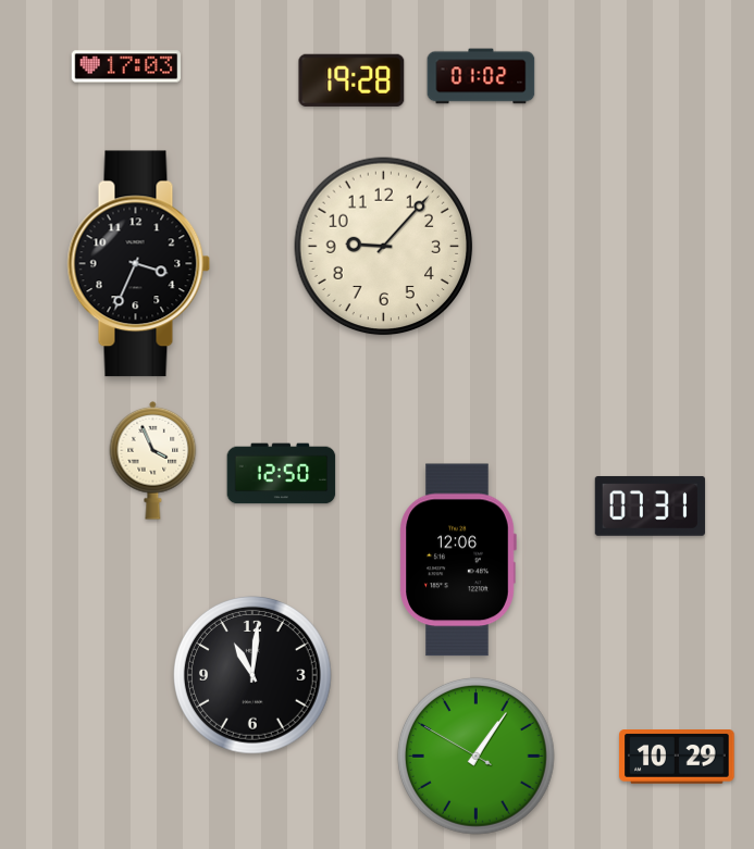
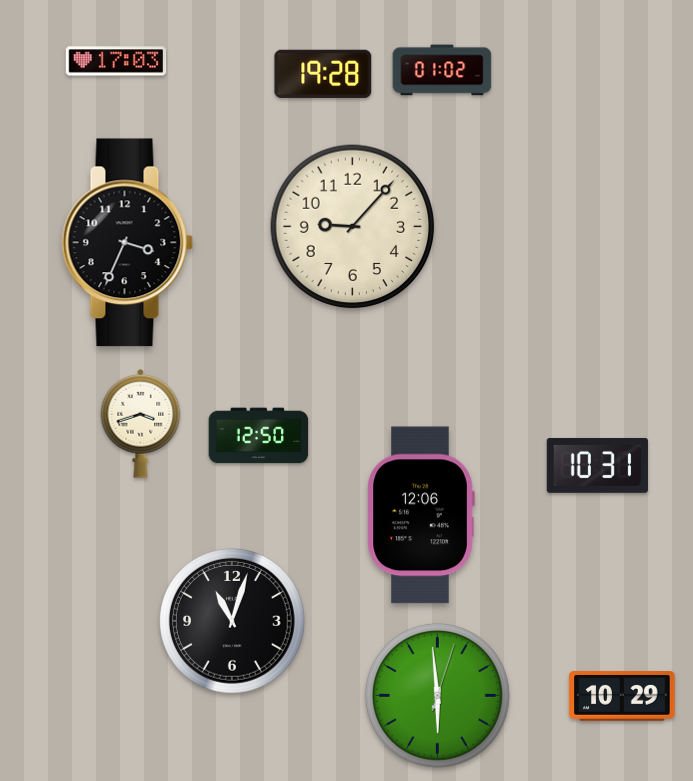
clock at (153, 460): 3:56 -> 3:42
clock at (650, 505): 07:31 -> 10:31
clock at (254, 676): 11:01 -> 11:03
clock at (475, 756): 1:05 -> 5:59
